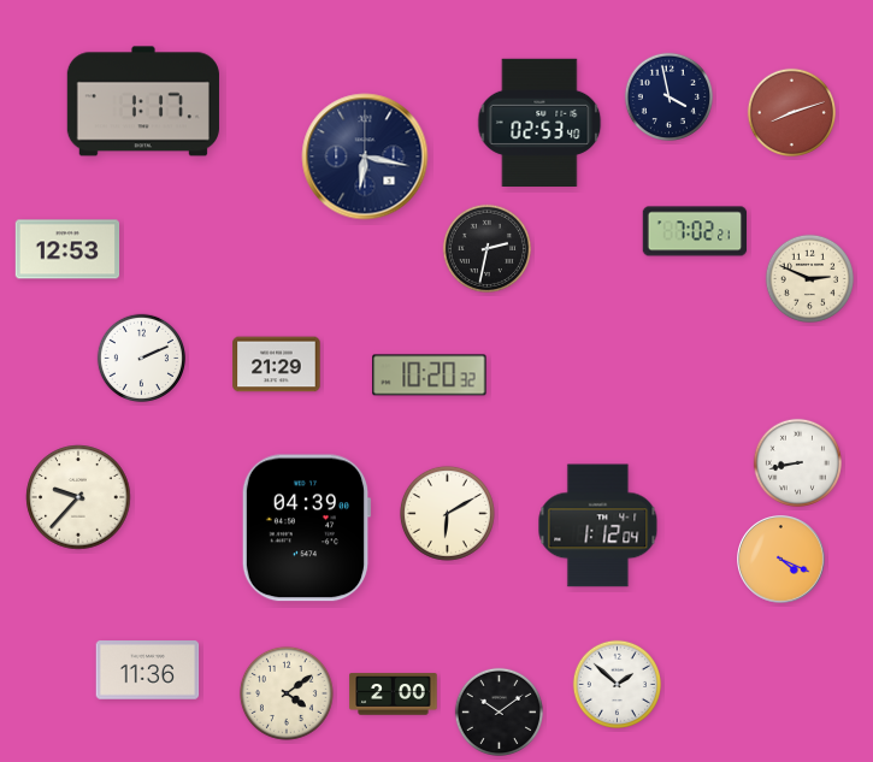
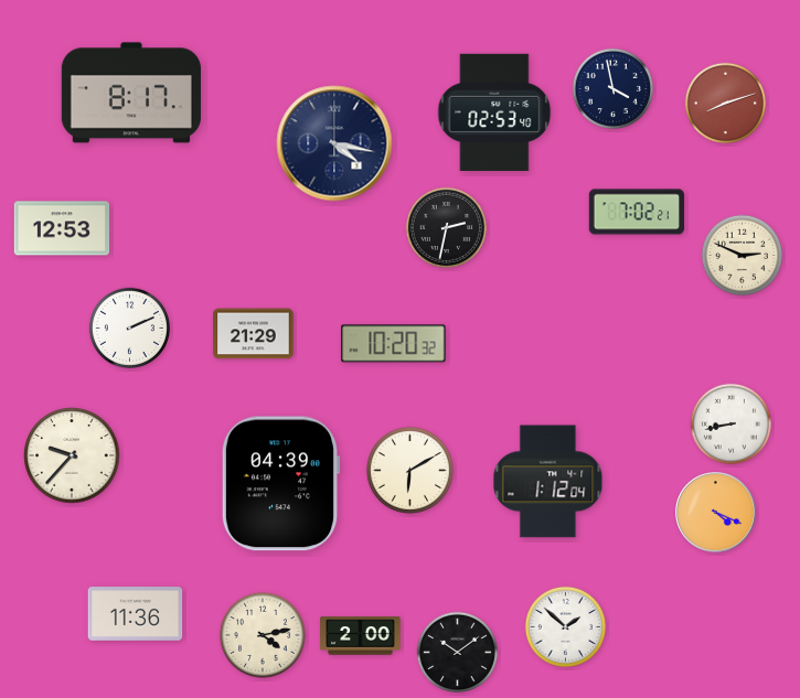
clock at (143, 101): 1:17 -> 8:17
clock at (365, 156): 6:17 -> 4:17
clock at (287, 693): 4:09 -> 4:13
